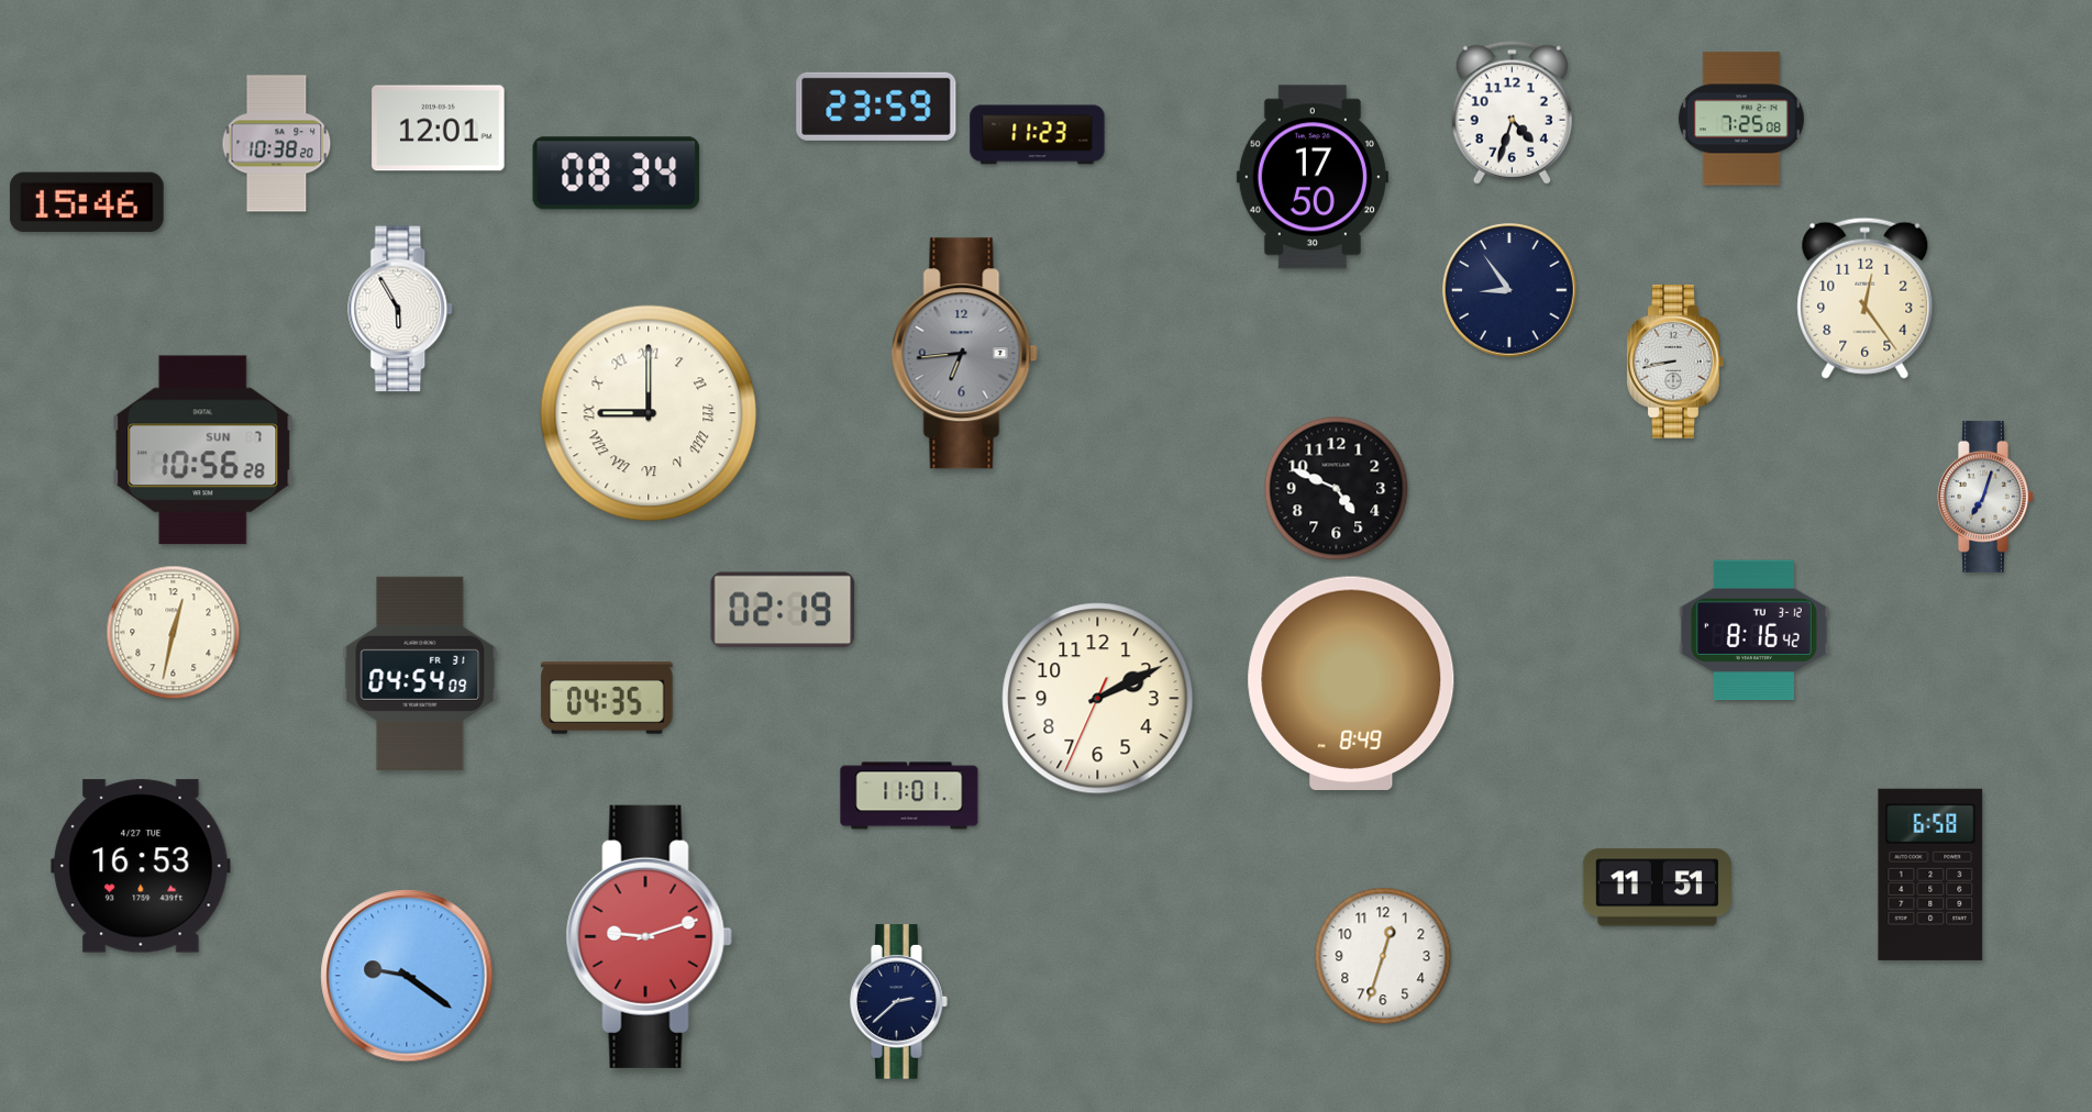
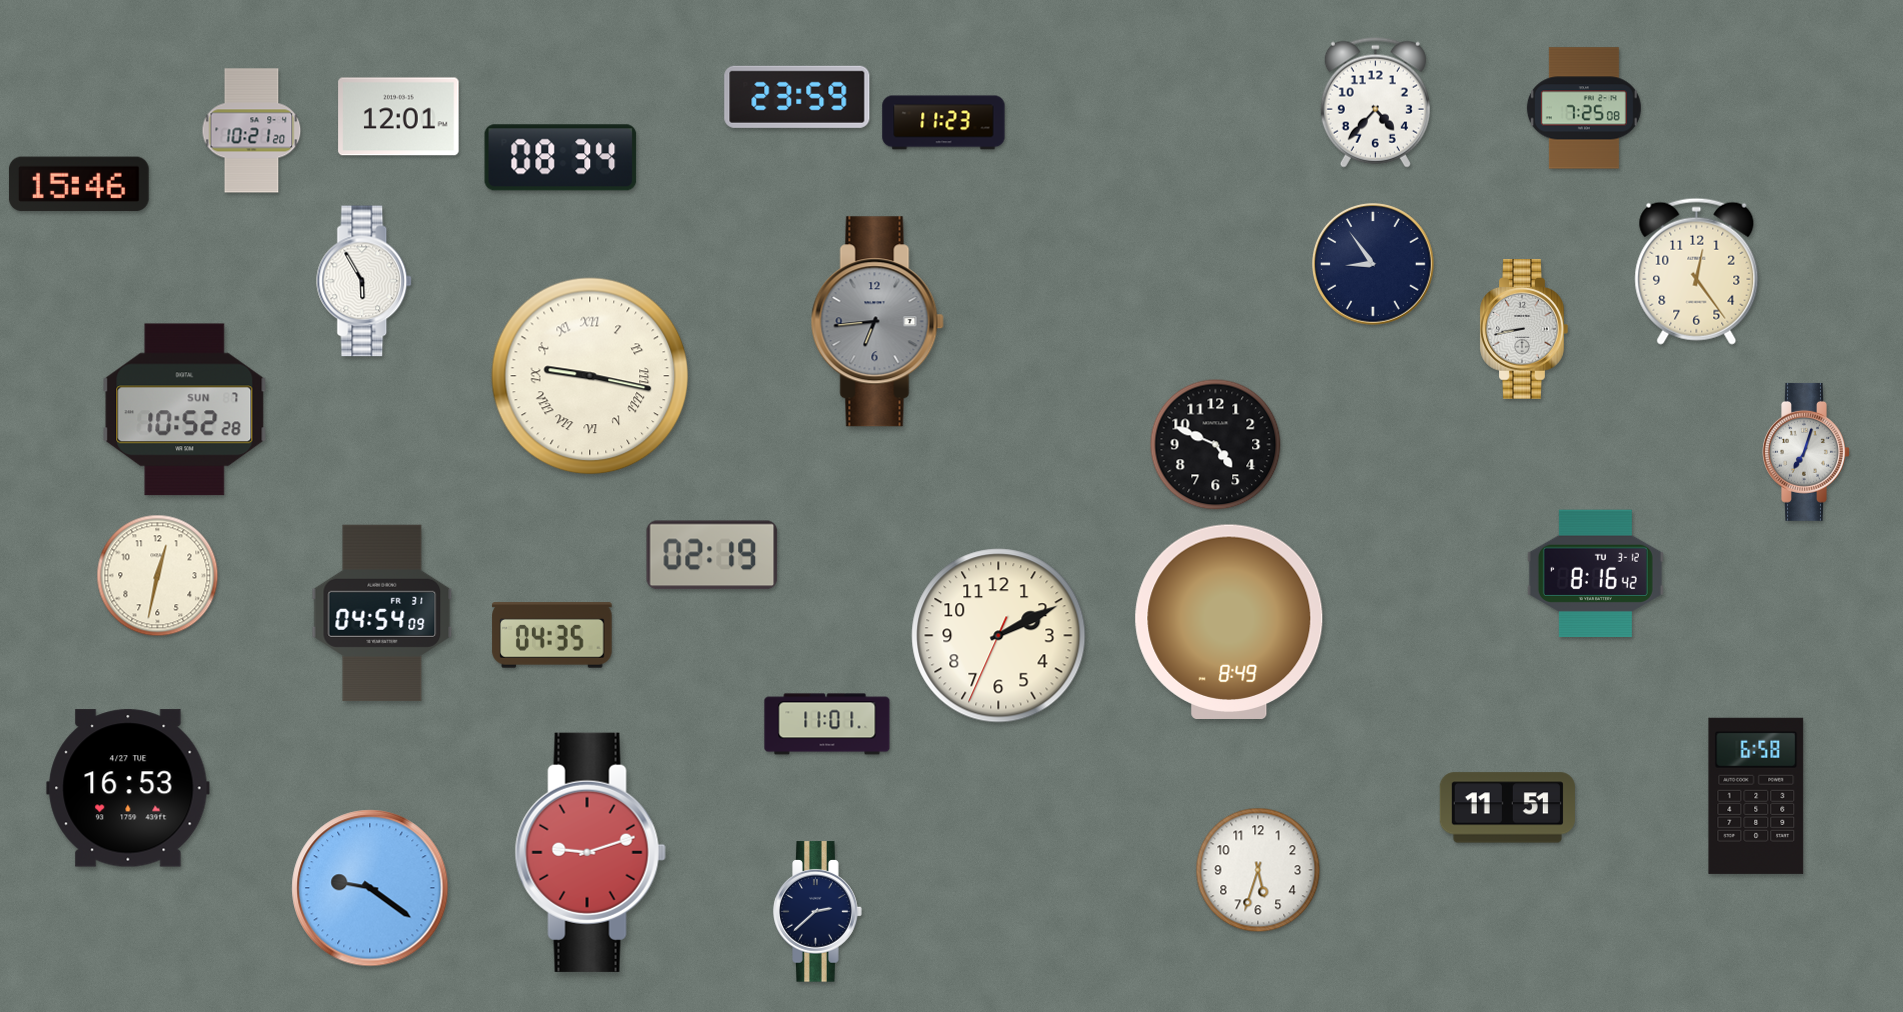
clock at (1512, 112): 4:33 -> 4:37
clock at (277, 144): 10:38 -> 10:21
clock at (1313, 177): 17:50 -> none
clock at (649, 413): 9:00 -> 9:17
clock at (203, 451): 10:56 -> 10:52
clock at (1383, 956): 12:33 -> 5:33
